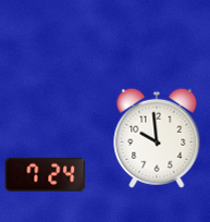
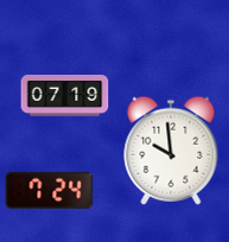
clock at (65, 96): none -> 07:19
